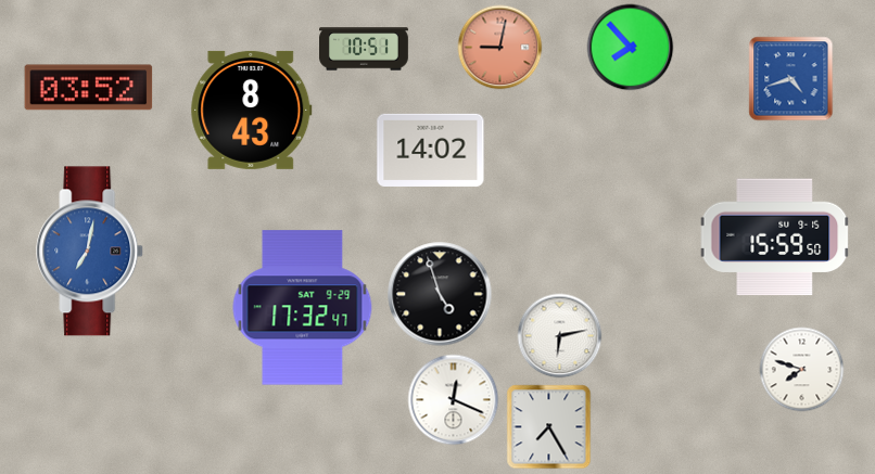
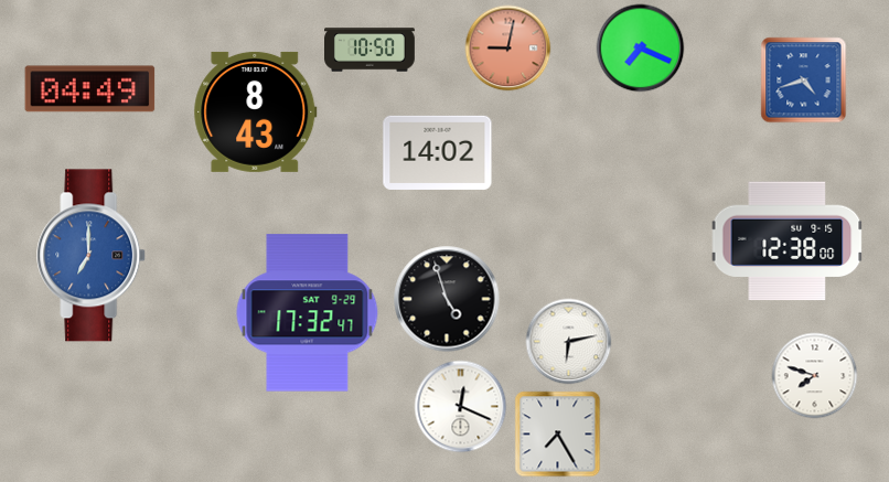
clock at (630, 47): 7:53 -> 7:19
clock at (365, 49): 10:51 -> 10:50
clock at (89, 88): 03:52 -> 04:49
clock at (775, 238): 15:59 -> 12:38
clock at (90, 252): 7:02 -> 7:00
